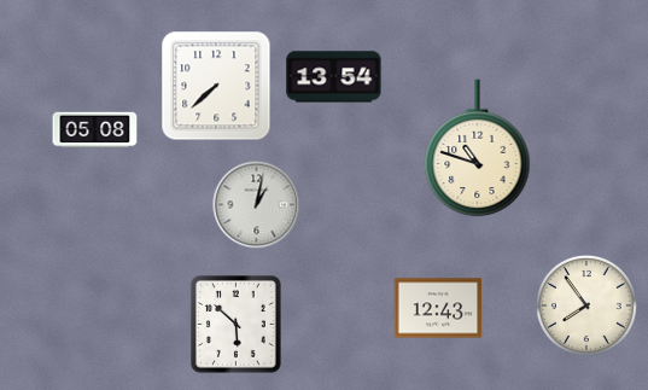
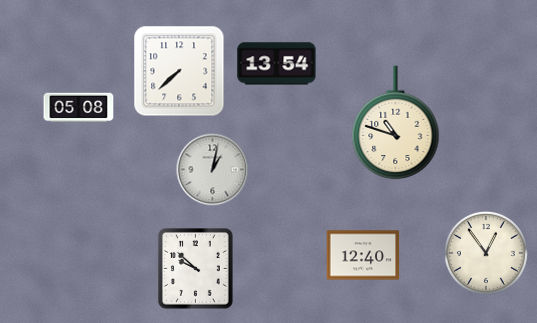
clock at (586, 305): 7:54 -> 12:54
clock at (438, 308): 12:43 -> 12:40
clock at (237, 325): 5:52 -> 9:52
